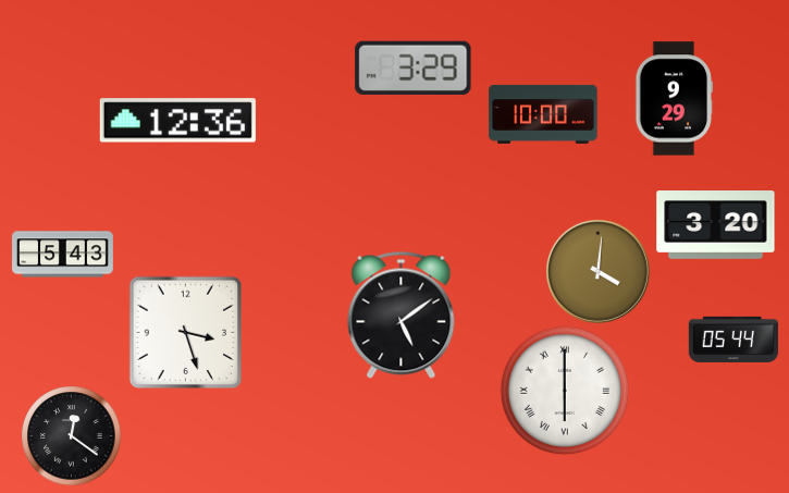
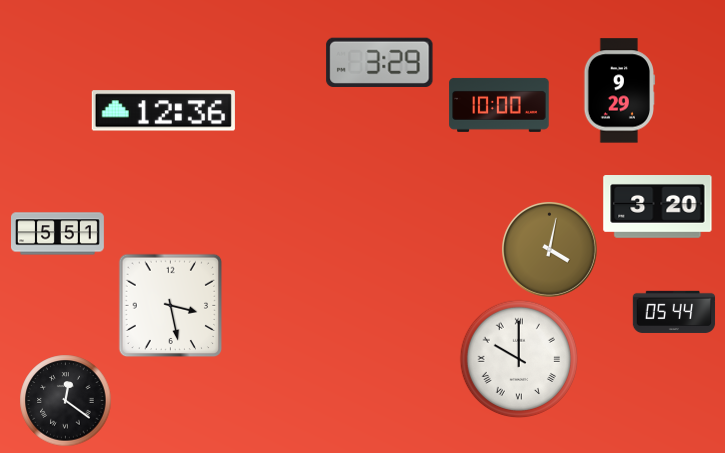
clock at (63, 255): 5:43 -> 5:51
clock at (597, 271): 4:01 -> 4:02
clock at (402, 315): 5:09 -> none
clock at (185, 332): 3:27 -> 3:28
clock at (565, 391): 6:00 -> 10:00
